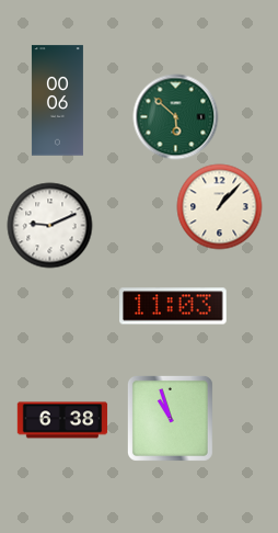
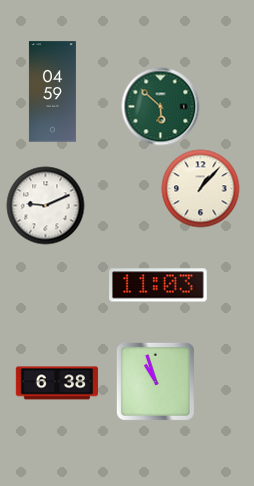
clock at (57, 101): 00:06 -> 04:59
clock at (173, 306) position: (173, 306) -> (158, 285)
